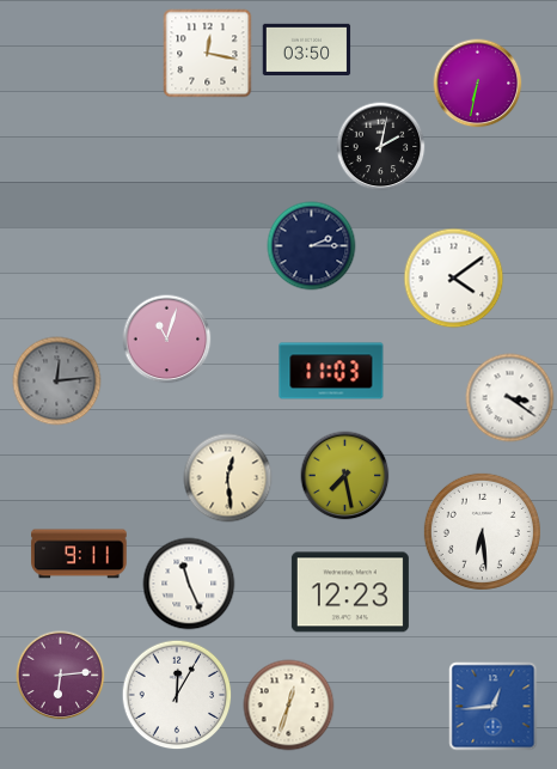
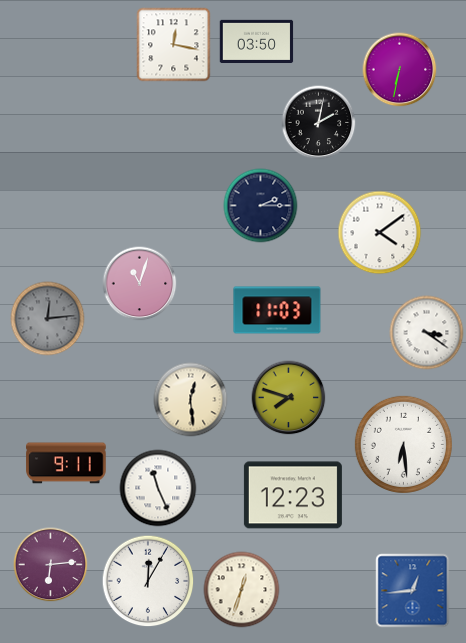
clock at (345, 476): 7:28 -> 7:48
